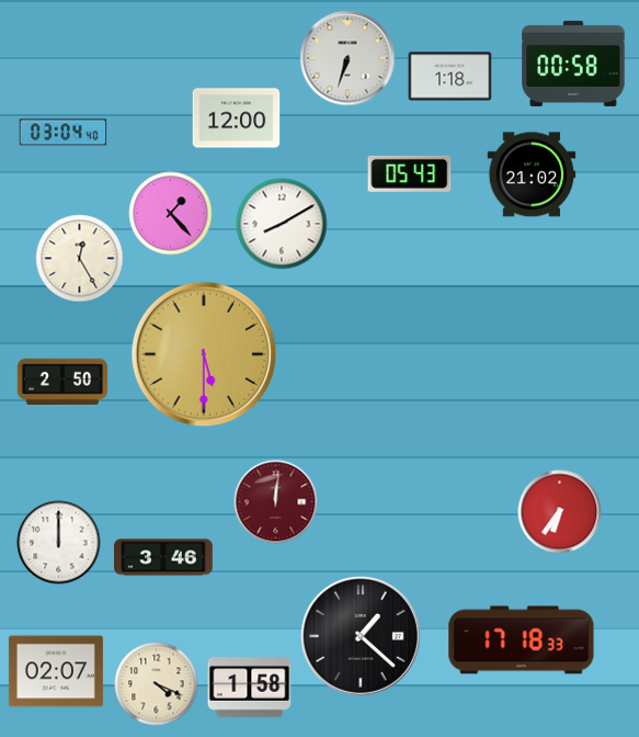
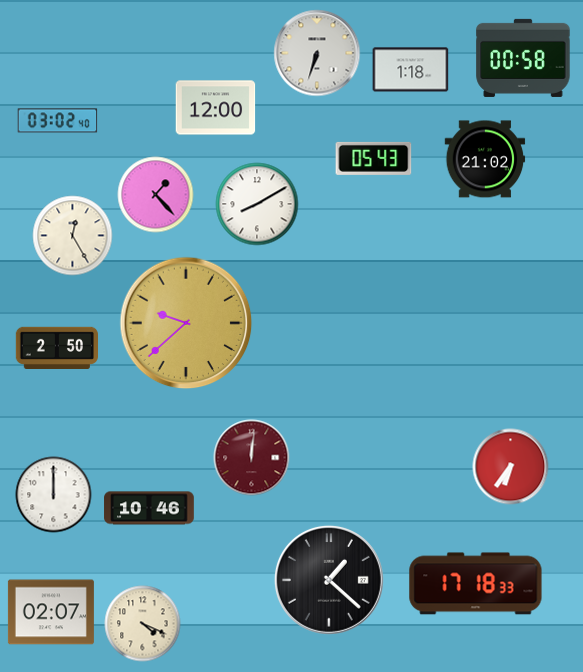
clock at (64, 133): 03:04 -> 03:02
clock at (204, 354): 5:30 -> 9:38
clock at (163, 557): 3:46 -> 10:46
clock at (250, 688): 1:58 -> none
